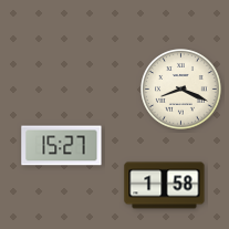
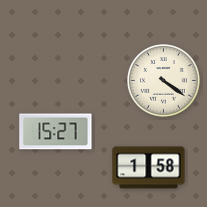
clock at (181, 90): 8:19 -> 4:21
